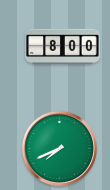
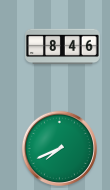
clock at (63, 47): 8:00 -> 8:46
